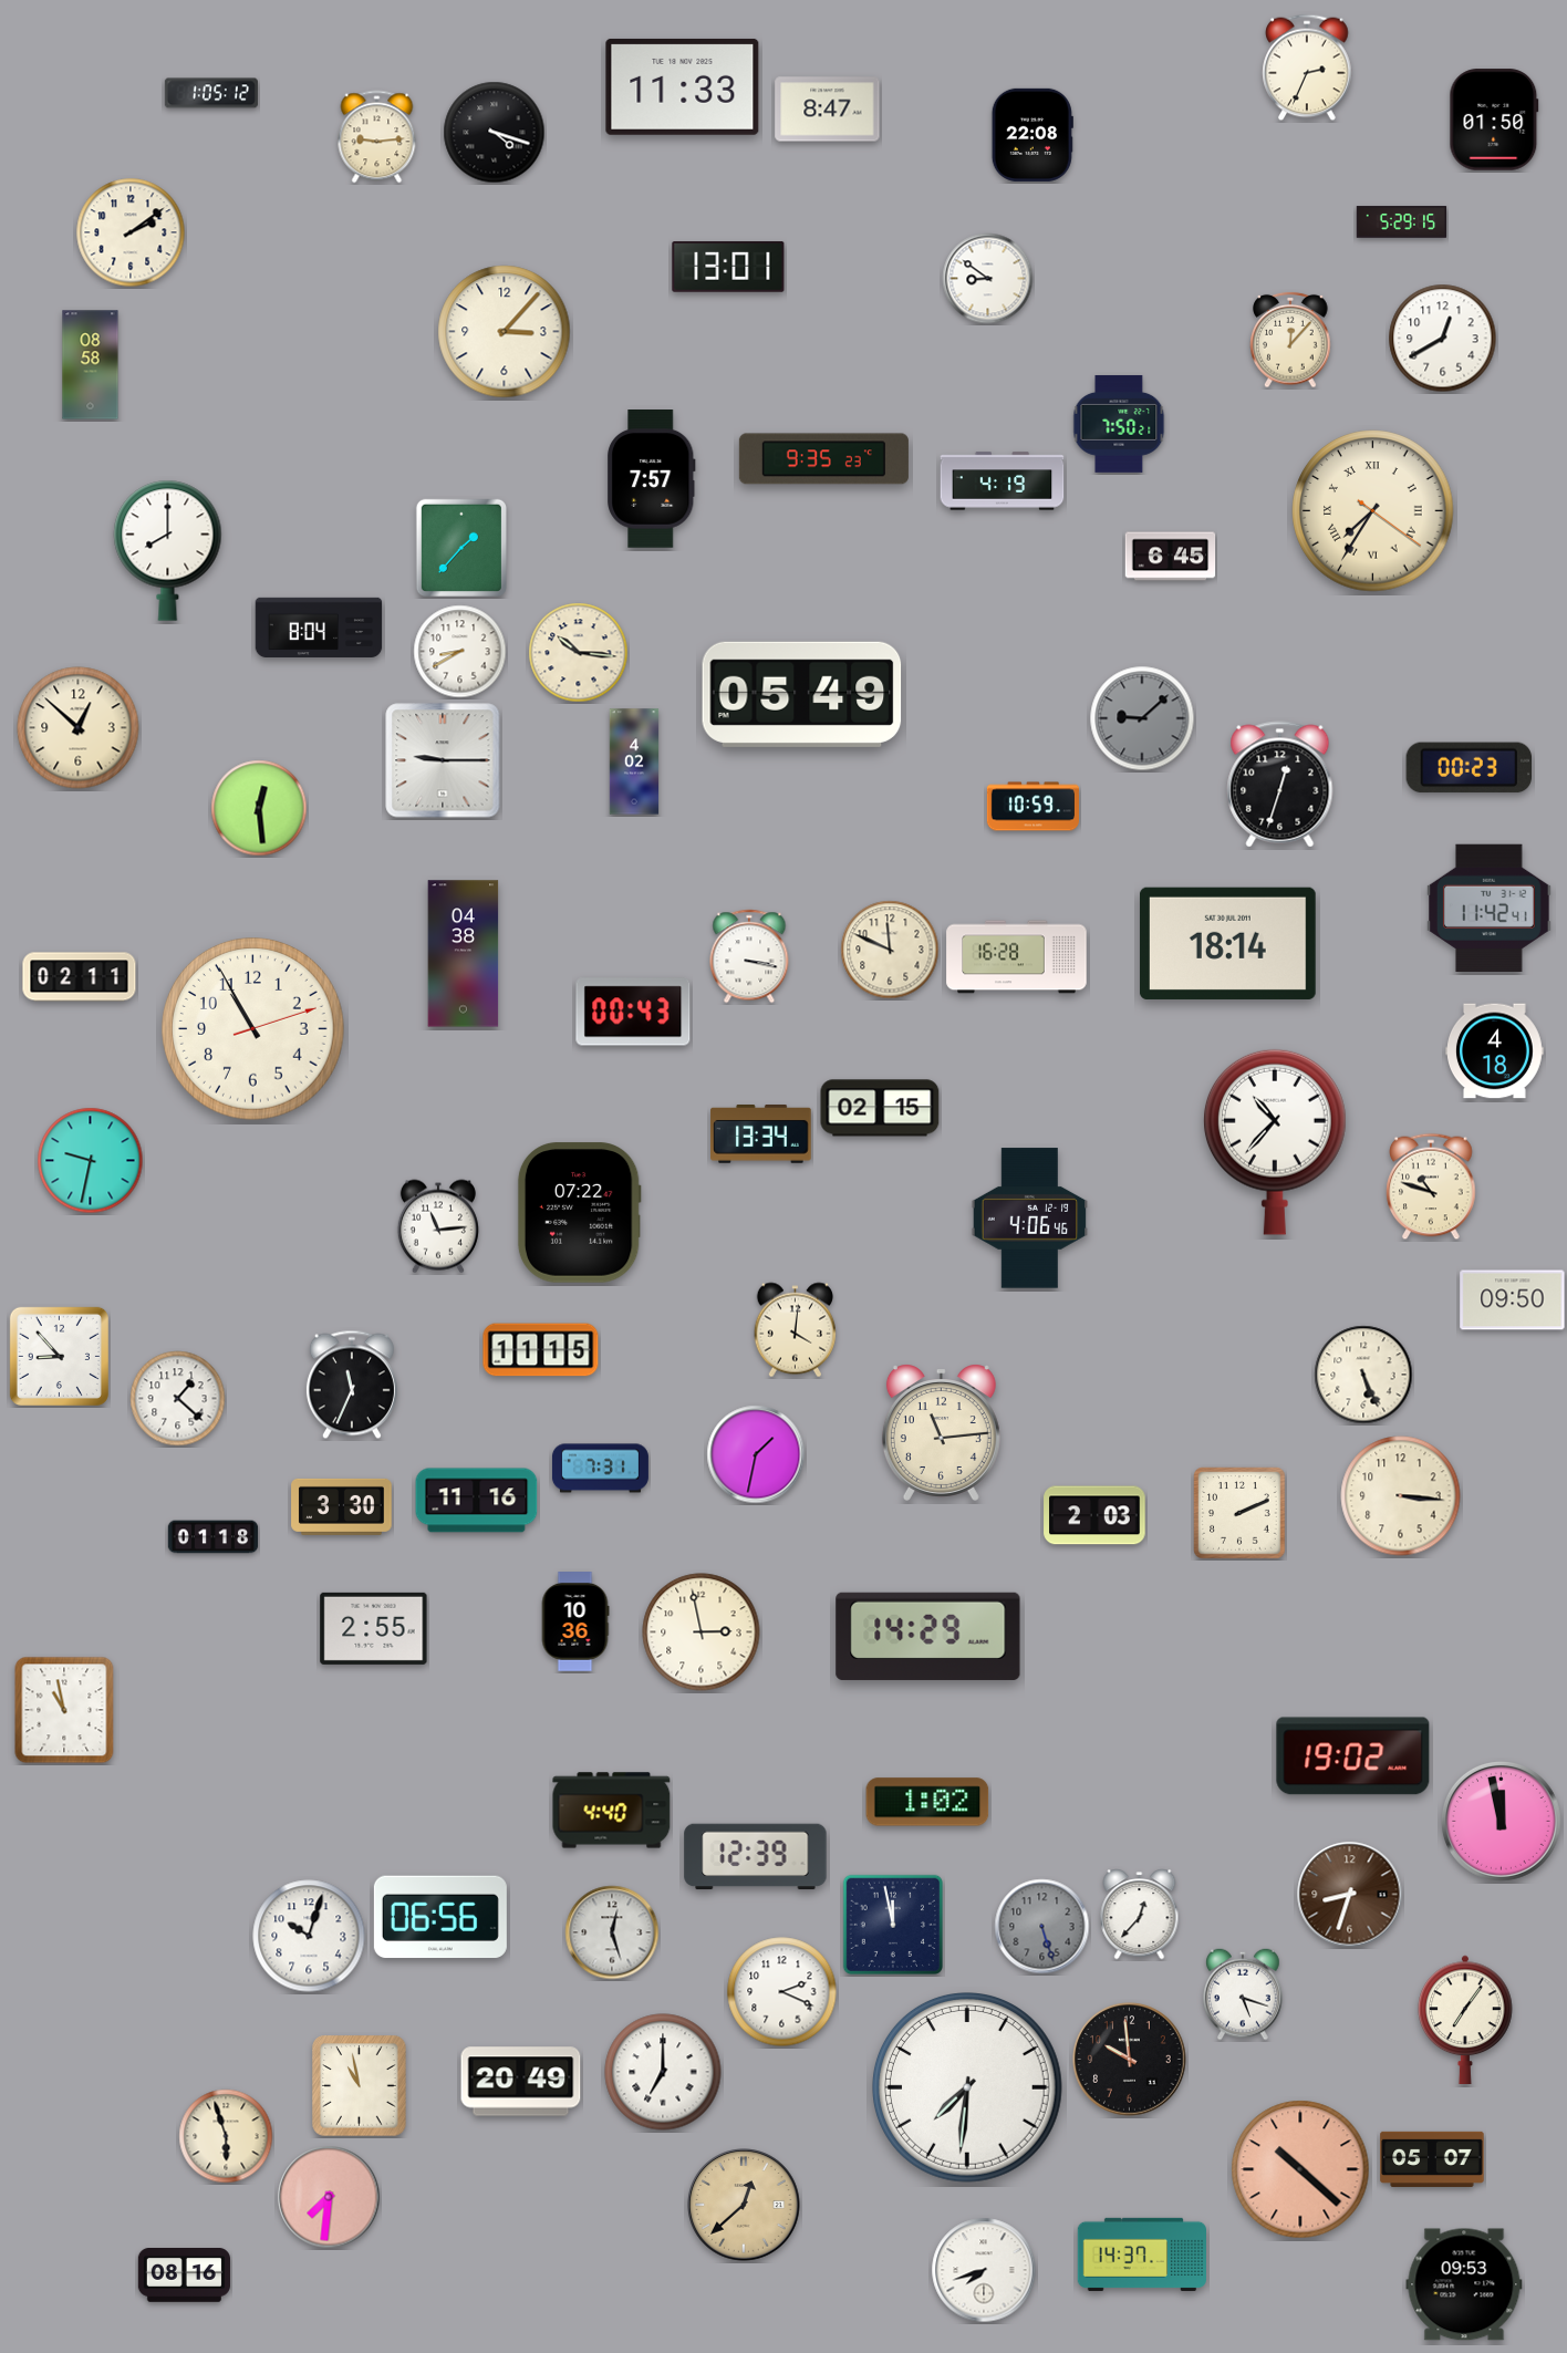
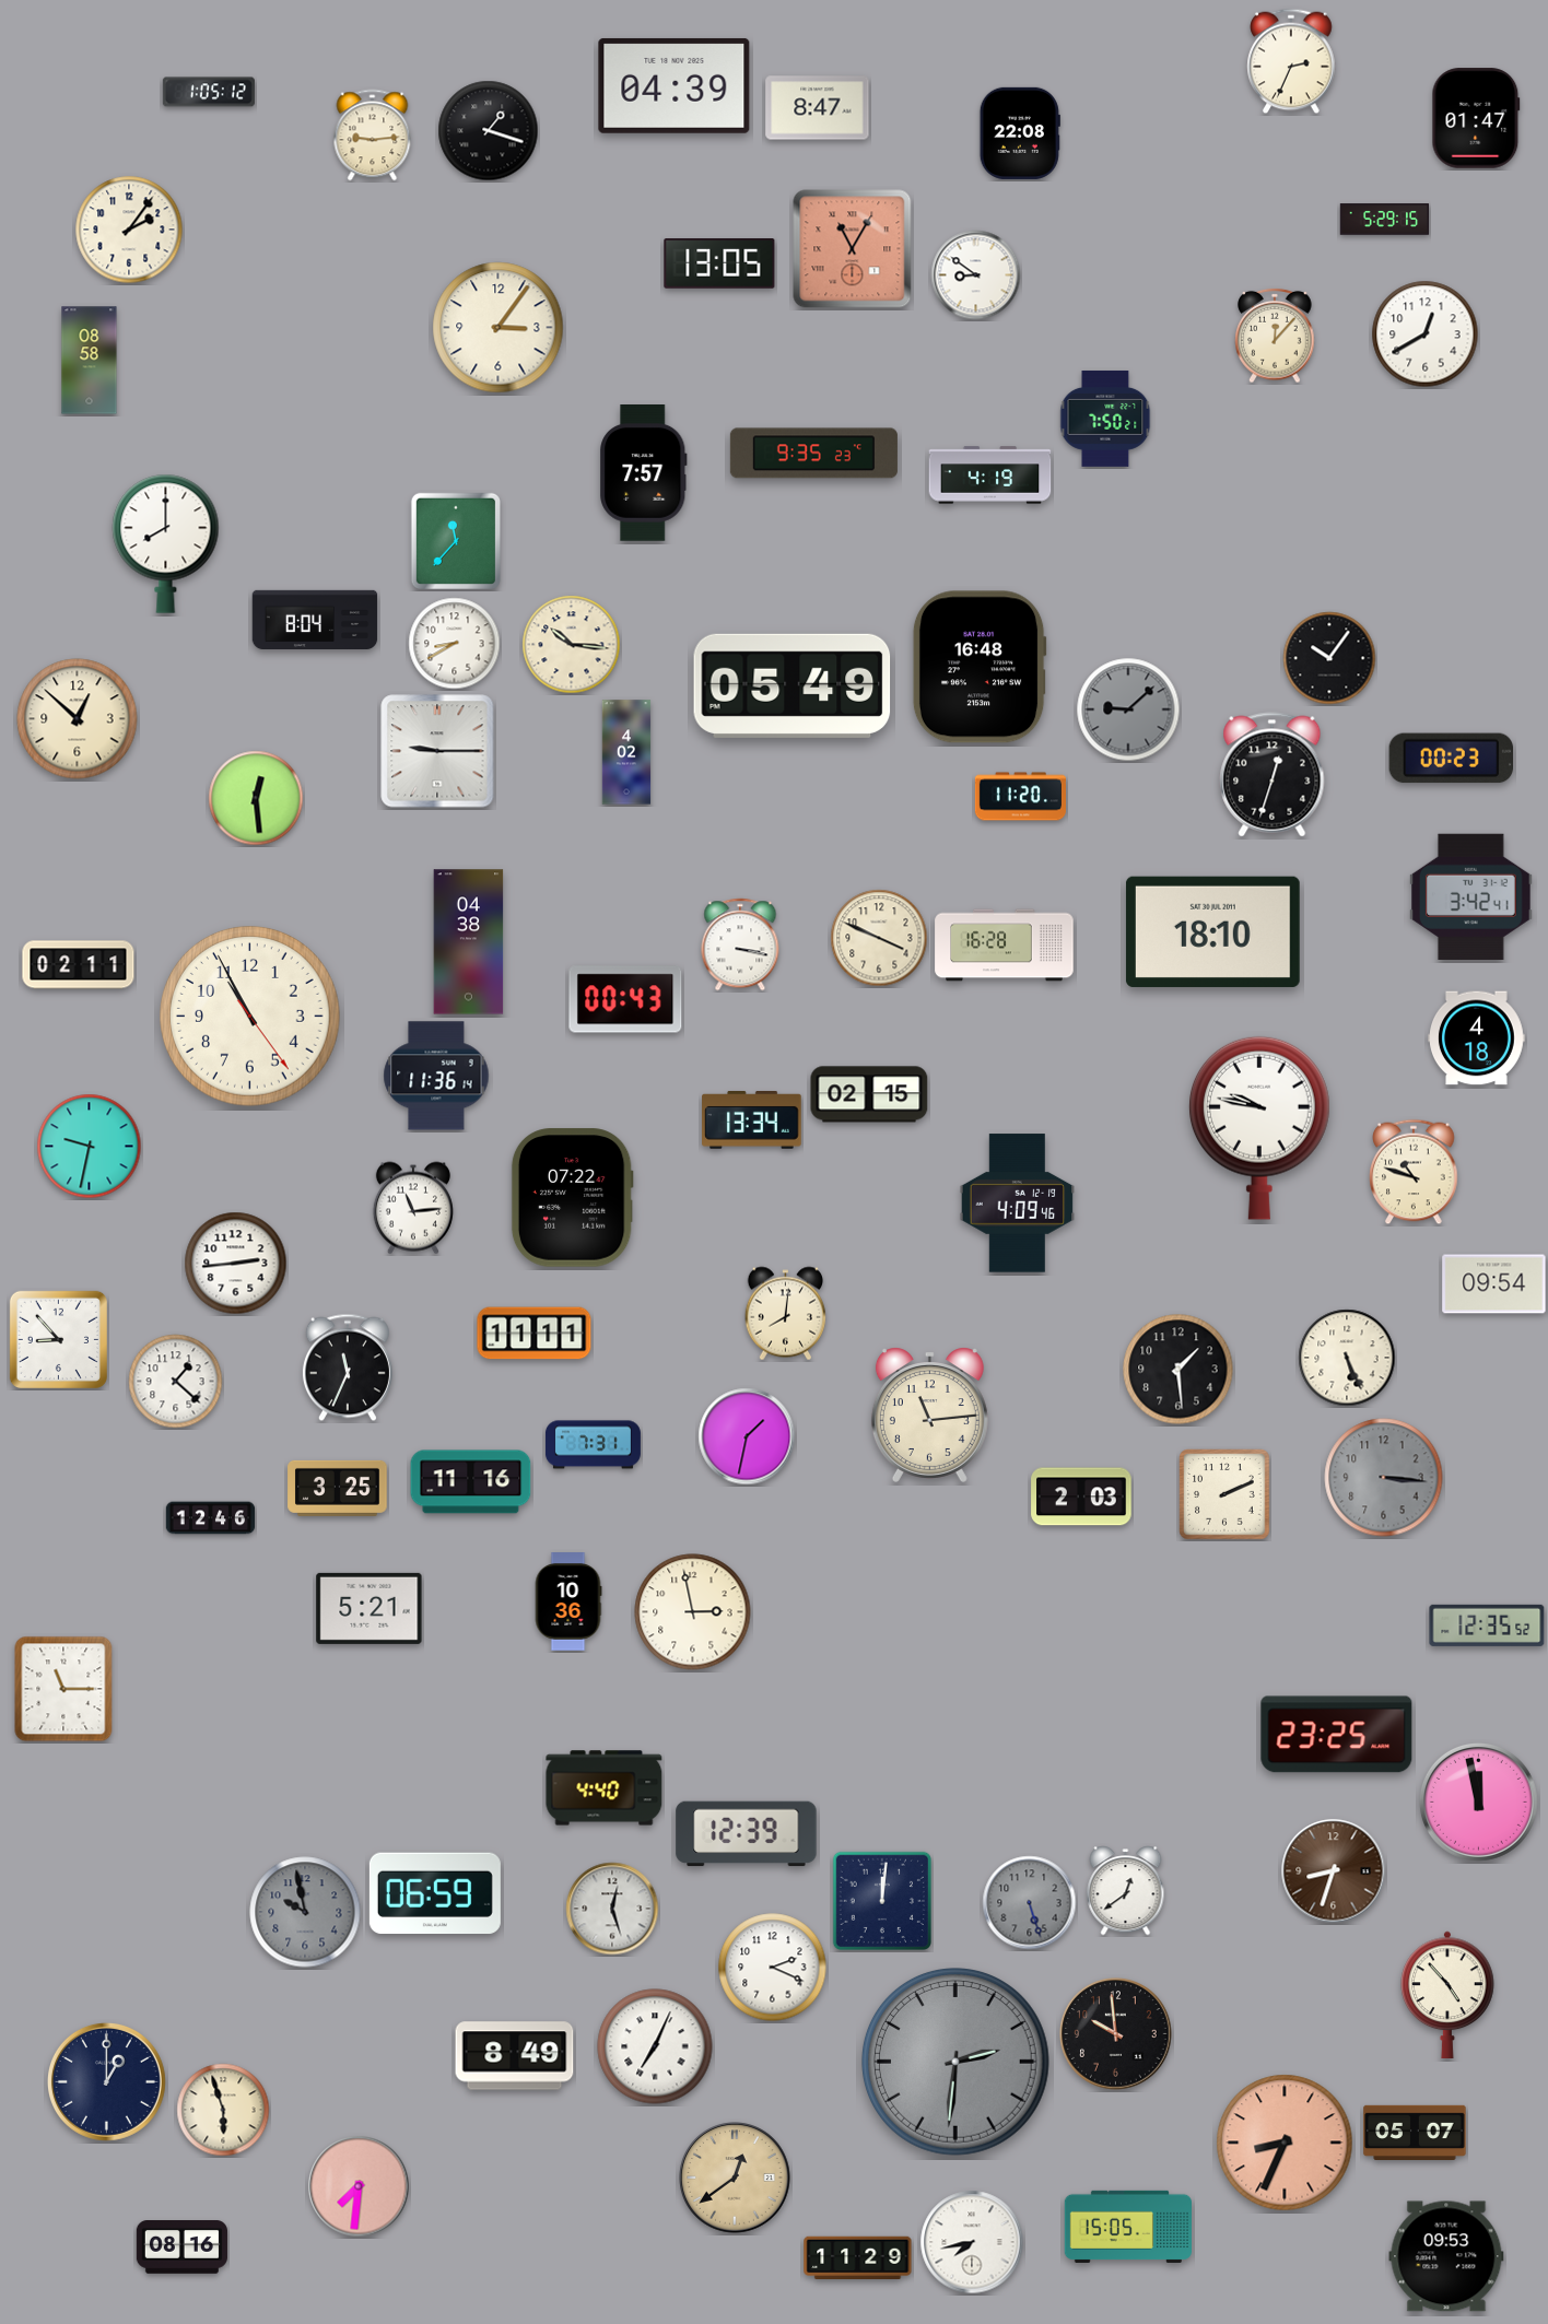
clock at (1307, 68) position: (1307, 68) -> (1291, 61)
clock at (683, 86): 11:33 -> 04:39
clock at (1494, 120): 01:50 -> 01:47
clock at (495, 133): 4:18 -> 1:18
clock at (131, 232): 2:09 -> 2:06
clock at (853, 249): none -> 11:05
clock at (728, 268): 13:01 -> 13:05
clock at (505, 332): 3:07 -> 3:06
clock at (1373, 511): 7:35 -> none
clock at (460, 547): 1:37 -> 11:37
clock at (1171, 557): 6:45 -> none
clock at (1329, 658): none -> 10:06
clock at (980, 667): none -> 16:48
clock at (1280, 785) position: (1280, 785) -> (1273, 775)
clock at (1032, 807): 10:59 -> 11:20
clock at (1490, 908): 11:42 -> 3:42
clock at (1227, 943): 18:14 -> 18:10
clock at (890, 950): 11:49 -> 3:49
clock at (464, 954) position: (464, 954) -> (469, 942)
clock at (253, 1029): 10:55:12 -> 10:55:24
clock at (436, 1076): none -> 11:36
clock at (1275, 1142): 10:37 -> 9:47
clock at (1030, 1219): 4:06 -> 4:09
clock at (438, 1226) position: (438, 1226) -> (413, 1208)
clock at (236, 1264): none -> 2:44
clock at (1513, 1300): 09:50 -> 09:54
clock at (795, 1330): 4:01 -> 8:01
clock at (541, 1350): 11:15 -> 11:11
clock at (1178, 1370): none -> 1:29
clock at (600, 1469) position: (600, 1469) -> (593, 1445)
clock at (1401, 1496) dial: cream -> grey
clock at (342, 1506): 3:30 -> 3:25
clock at (214, 1537): 01:18 -> 12:46
clock at (374, 1628): 2:55 -> 5:21
clock at (928, 1636): 14:29 -> none
clock at (1487, 1625): none -> 12:35
clock at (64, 1710): 10:58 -> 11:15
clock at (1353, 1756): 19:02 -> 23:25
clock at (927, 1802): 1:02 -> none
clock at (1501, 1821) position: (1501, 1821) -> (1478, 1801)
clock at (1140, 1915): 12:37 -> 12:39
clock at (440, 1917): 06:56 -> 06:59
clock at (892, 1924): 11:58 -> 12:01
clock at (612, 1932) position: (612, 1932) -> (612, 1909)
clock at (309, 1936): 10:03 -> 9:58
clock at (309, 1936) dial: white -> grey
clock at (1243, 1994): 5:18 -> none
clock at (1465, 2019): 7:06 -> 4:53
clock at (663, 2072): 7:00 -> 7:04
clock at (521, 2082): 20:49 -> 8:49
clock at (360, 2086): 10:58 -> none
clock at (968, 2088): 7:31 -> 2:31
clock at (968, 2088) dial: white -> grey
clock at (106, 2081): none -> 1:00
clock at (1300, 2169): 10:22 -> 8:34
clock at (329, 2197) position: (329, 2197) -> (359, 2186)
clock at (744, 2205): 12:38 -> 12:39
clock at (1141, 2254): 14:37 -> 15:05
clock at (984, 2270): 7:42 -> 7:43
clock at (858, 2257): none -> 11:29
